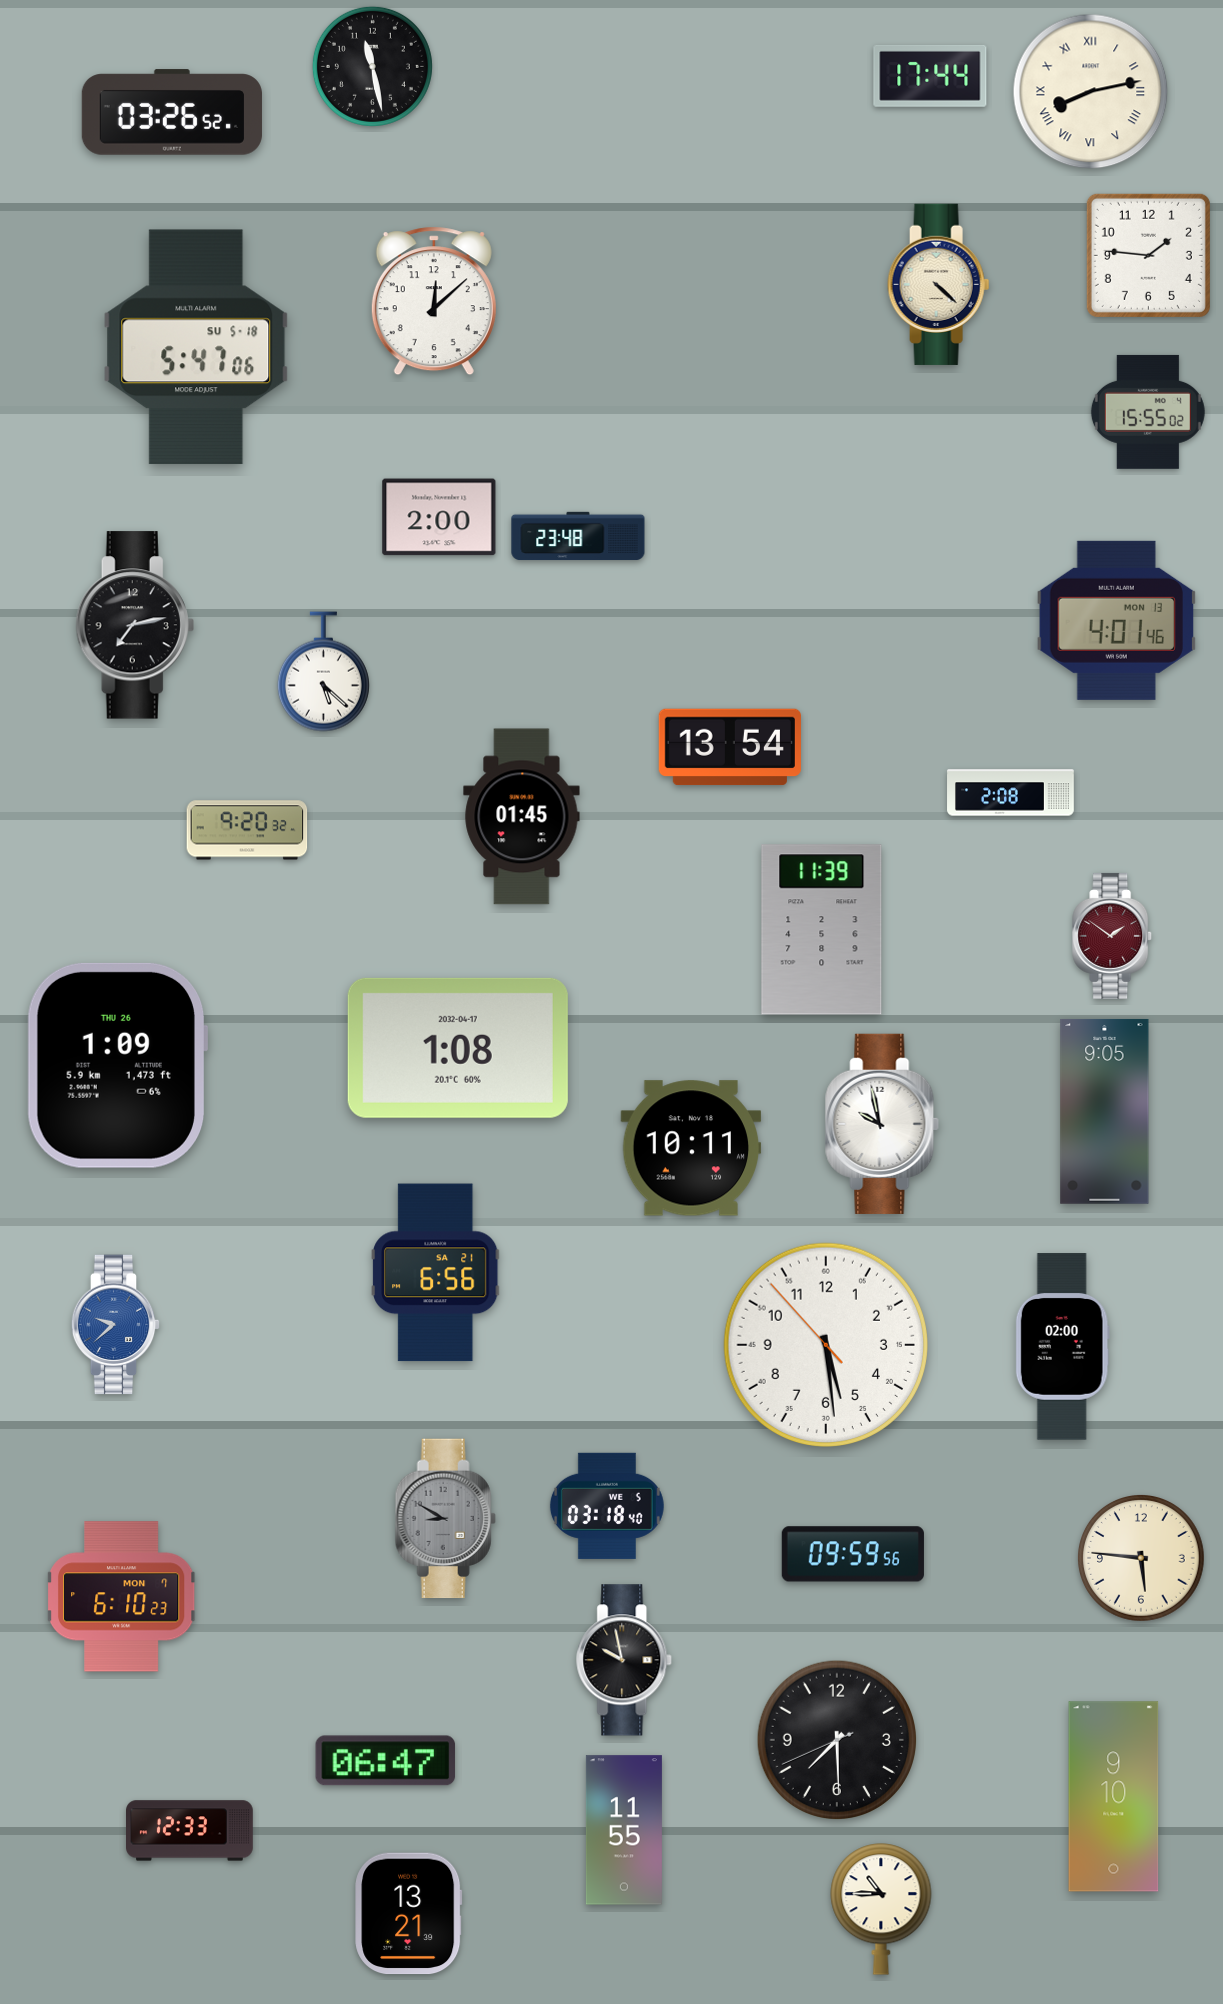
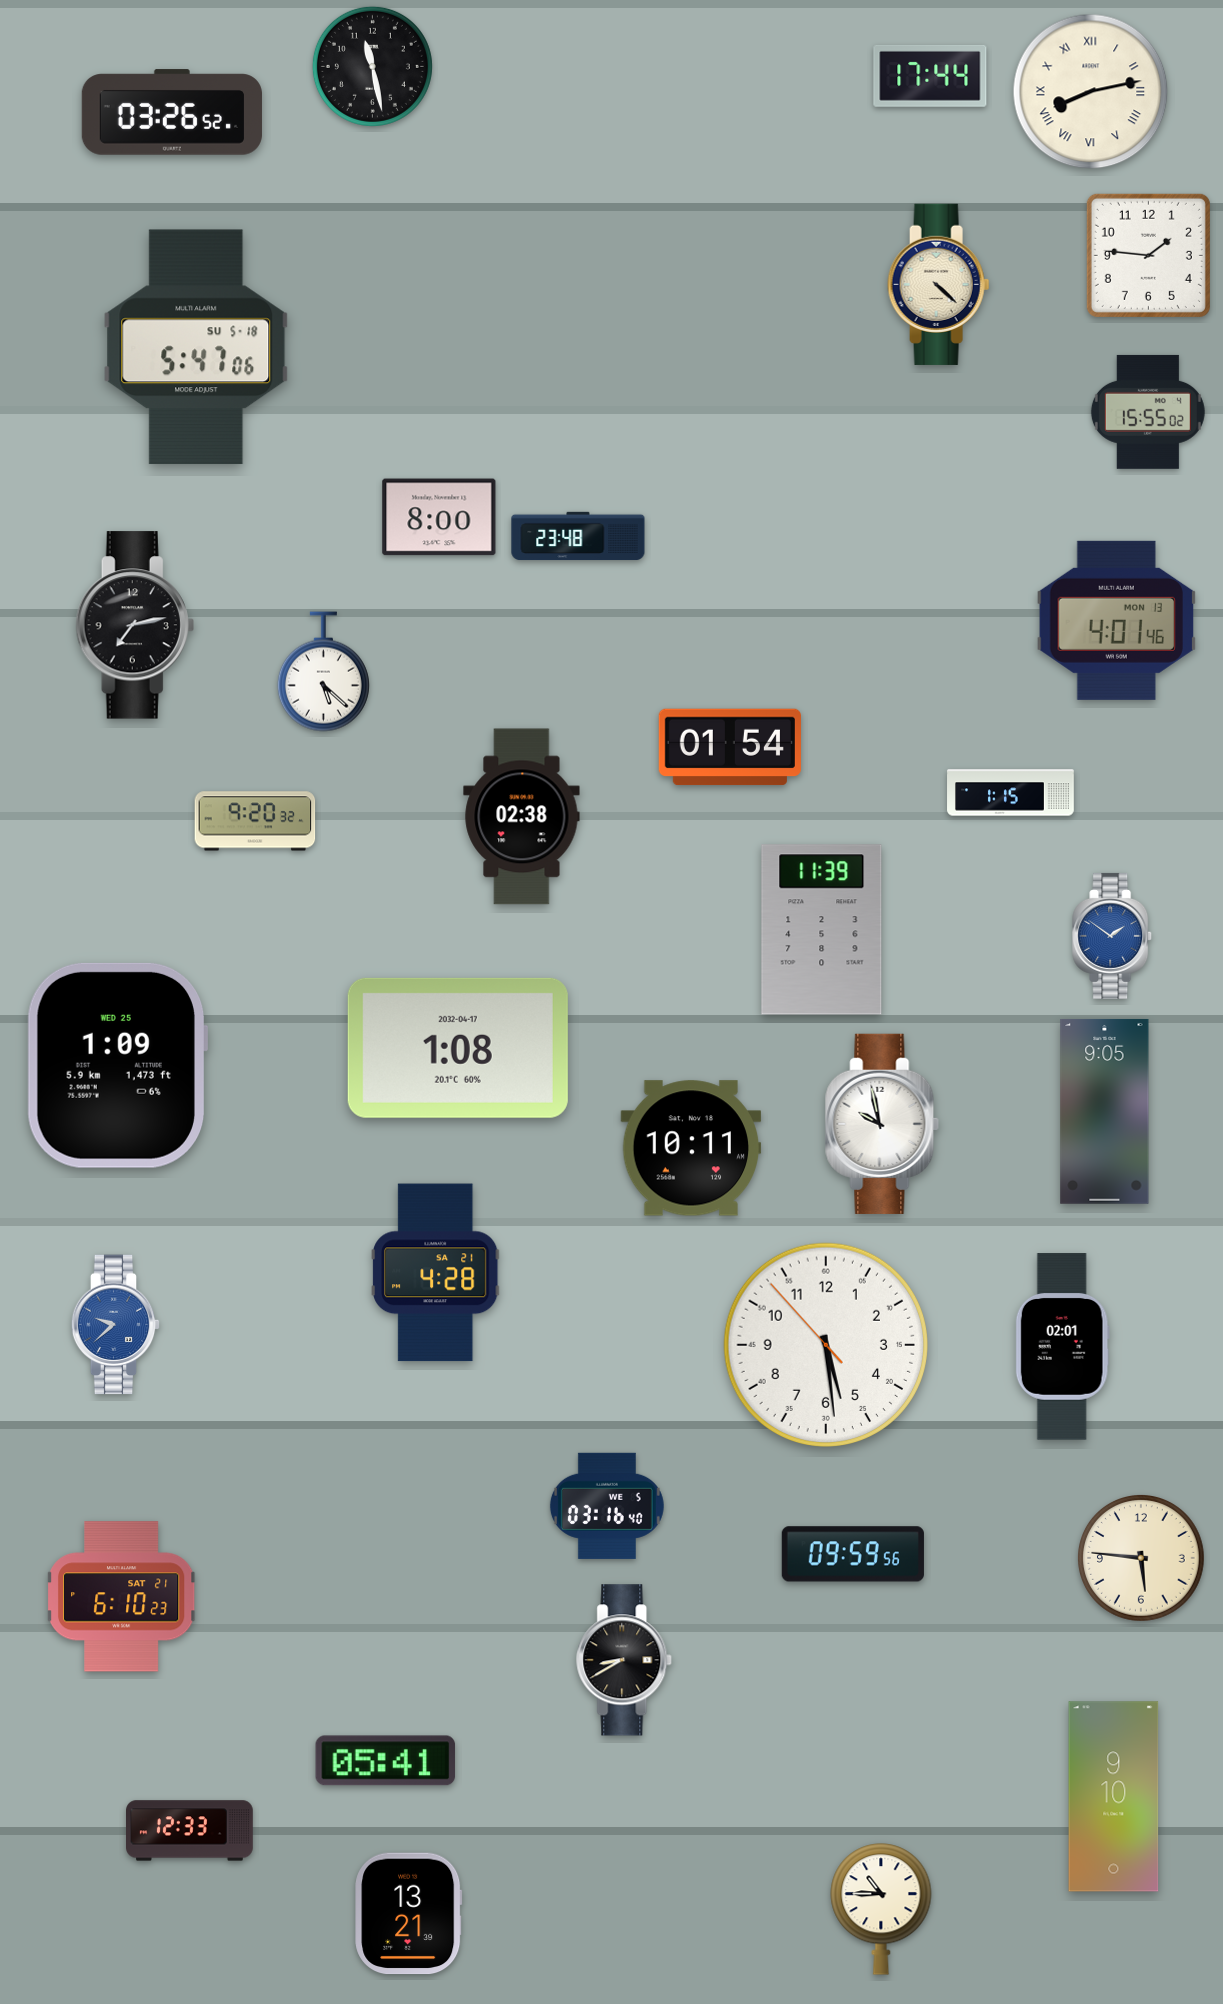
clock at (434, 301): 12:08 -> none
clock at (439, 517): 2:00 -> 8:00
clock at (730, 747): 13:54 -> 01:54
clock at (1011, 793): 2:08 -> 1:15
clock at (522, 817): 01:45 -> 02:38
clock at (247, 830) position: (247, 830) -> (255, 821)
clock at (1113, 936) dial: burgundy -> blue
clock at (117, 1065) date: THU 26 -> WED 25
clock at (436, 1273): 6:56 -> 4:28
clock at (1062, 1347): 02:00 -> 02:01
clock at (607, 1506): 03:18 -> 03:16
clock at (445, 1519): 8:50 -> none
clock at (121, 1597) date: MON 7 -> SAT 21
clock at (625, 1660): 9:58 -> 8:40
clock at (836, 1739): 7:29 -> none
clock at (386, 1761): 06:47 -> 05:41
clock at (624, 1830): 11:55 -> none
